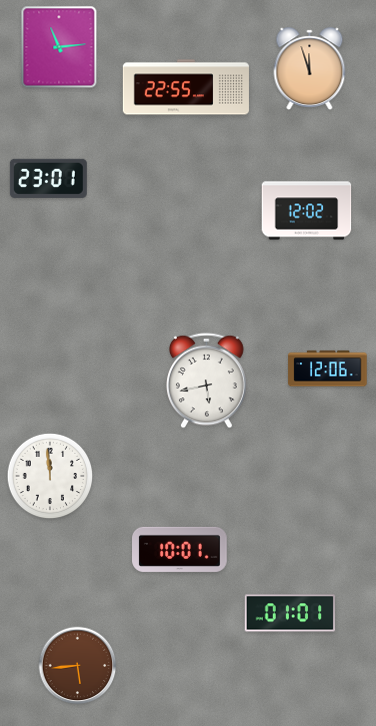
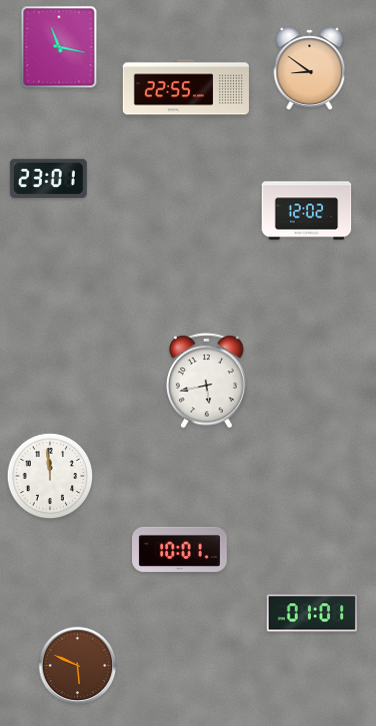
clock at (59, 47): 11:14 -> 11:17
clock at (310, 69): 11:57 -> 8:51
clock at (328, 369): 12:06 -> none
clock at (290, 613) position: (290, 613) -> (312, 613)
clock at (78, 666): 5:44 -> 5:49
